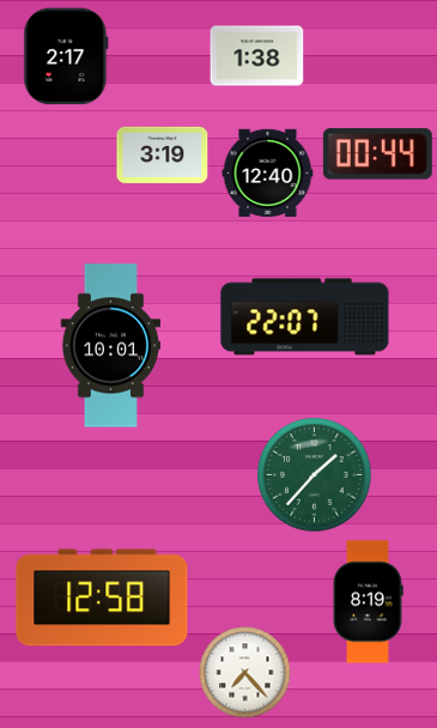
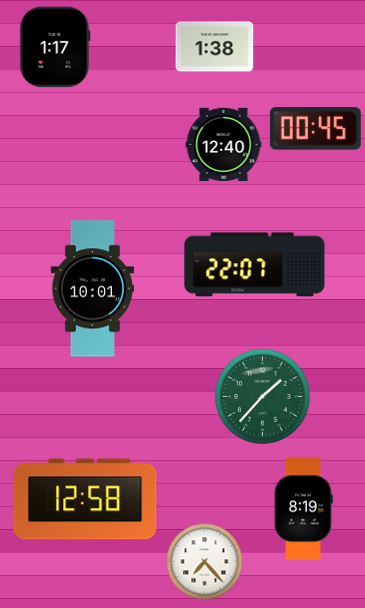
clock at (66, 56): 2:17 -> 1:17
clock at (163, 154): 3:19 -> none
clock at (377, 154): 00:44 -> 00:45
clock at (368, 602) position: (368, 602) -> (303, 509)
